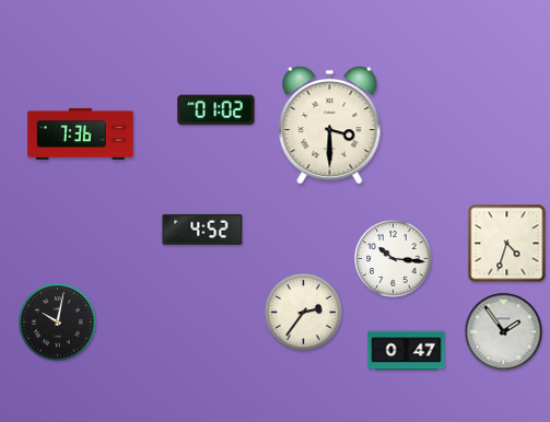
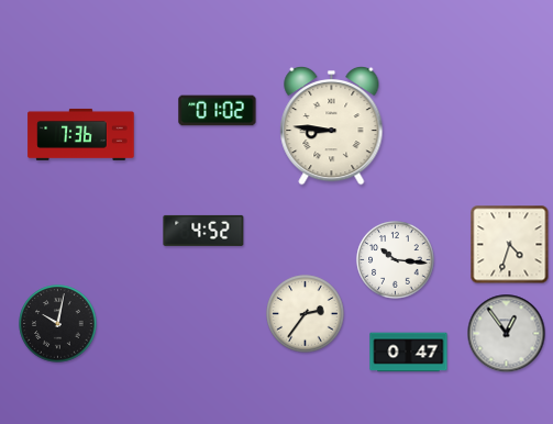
clock at (330, 125): 3:30 -> 8:46
clock at (504, 332): 1:54 -> 12:54
